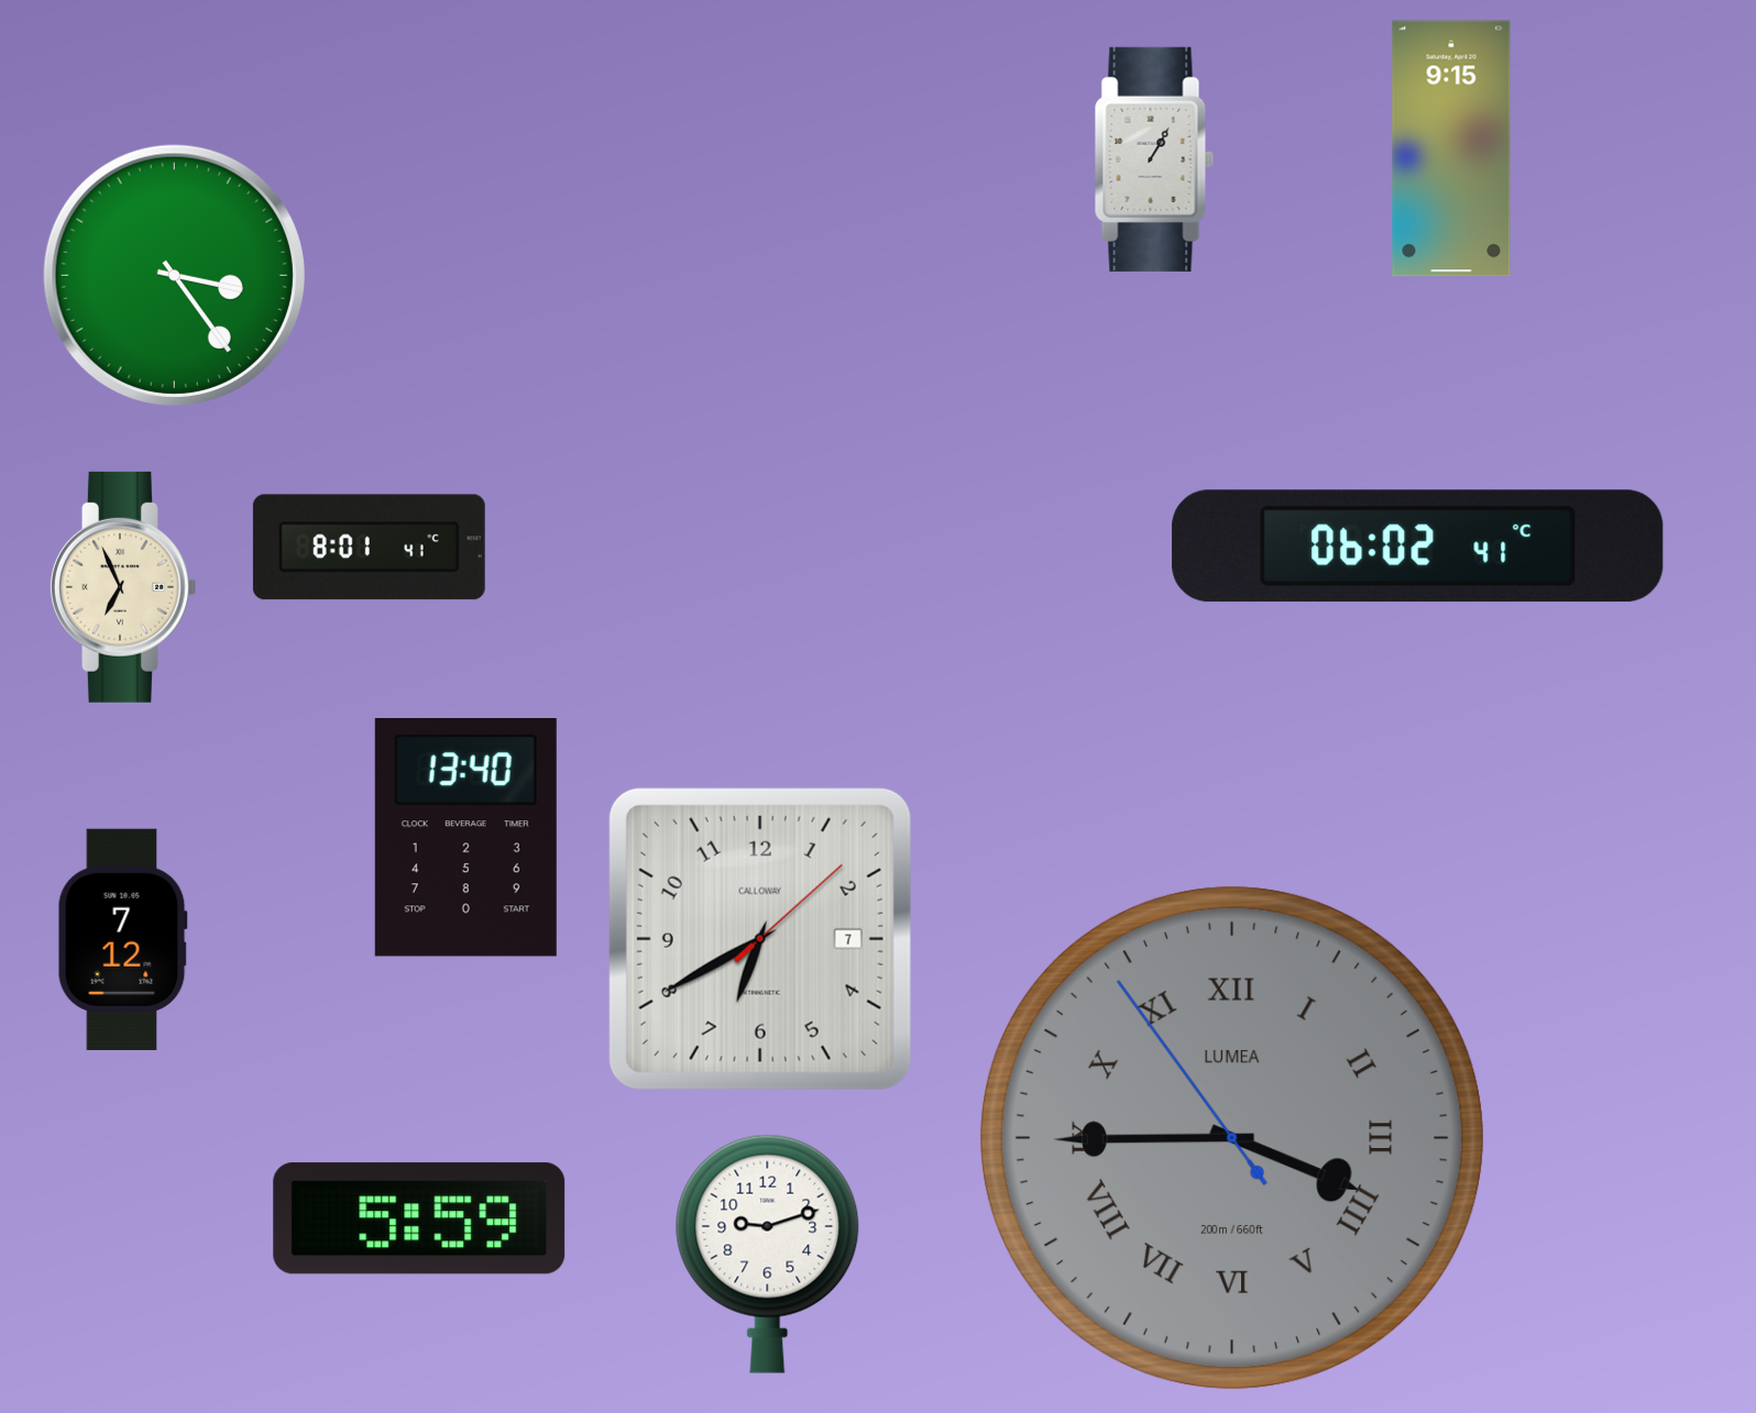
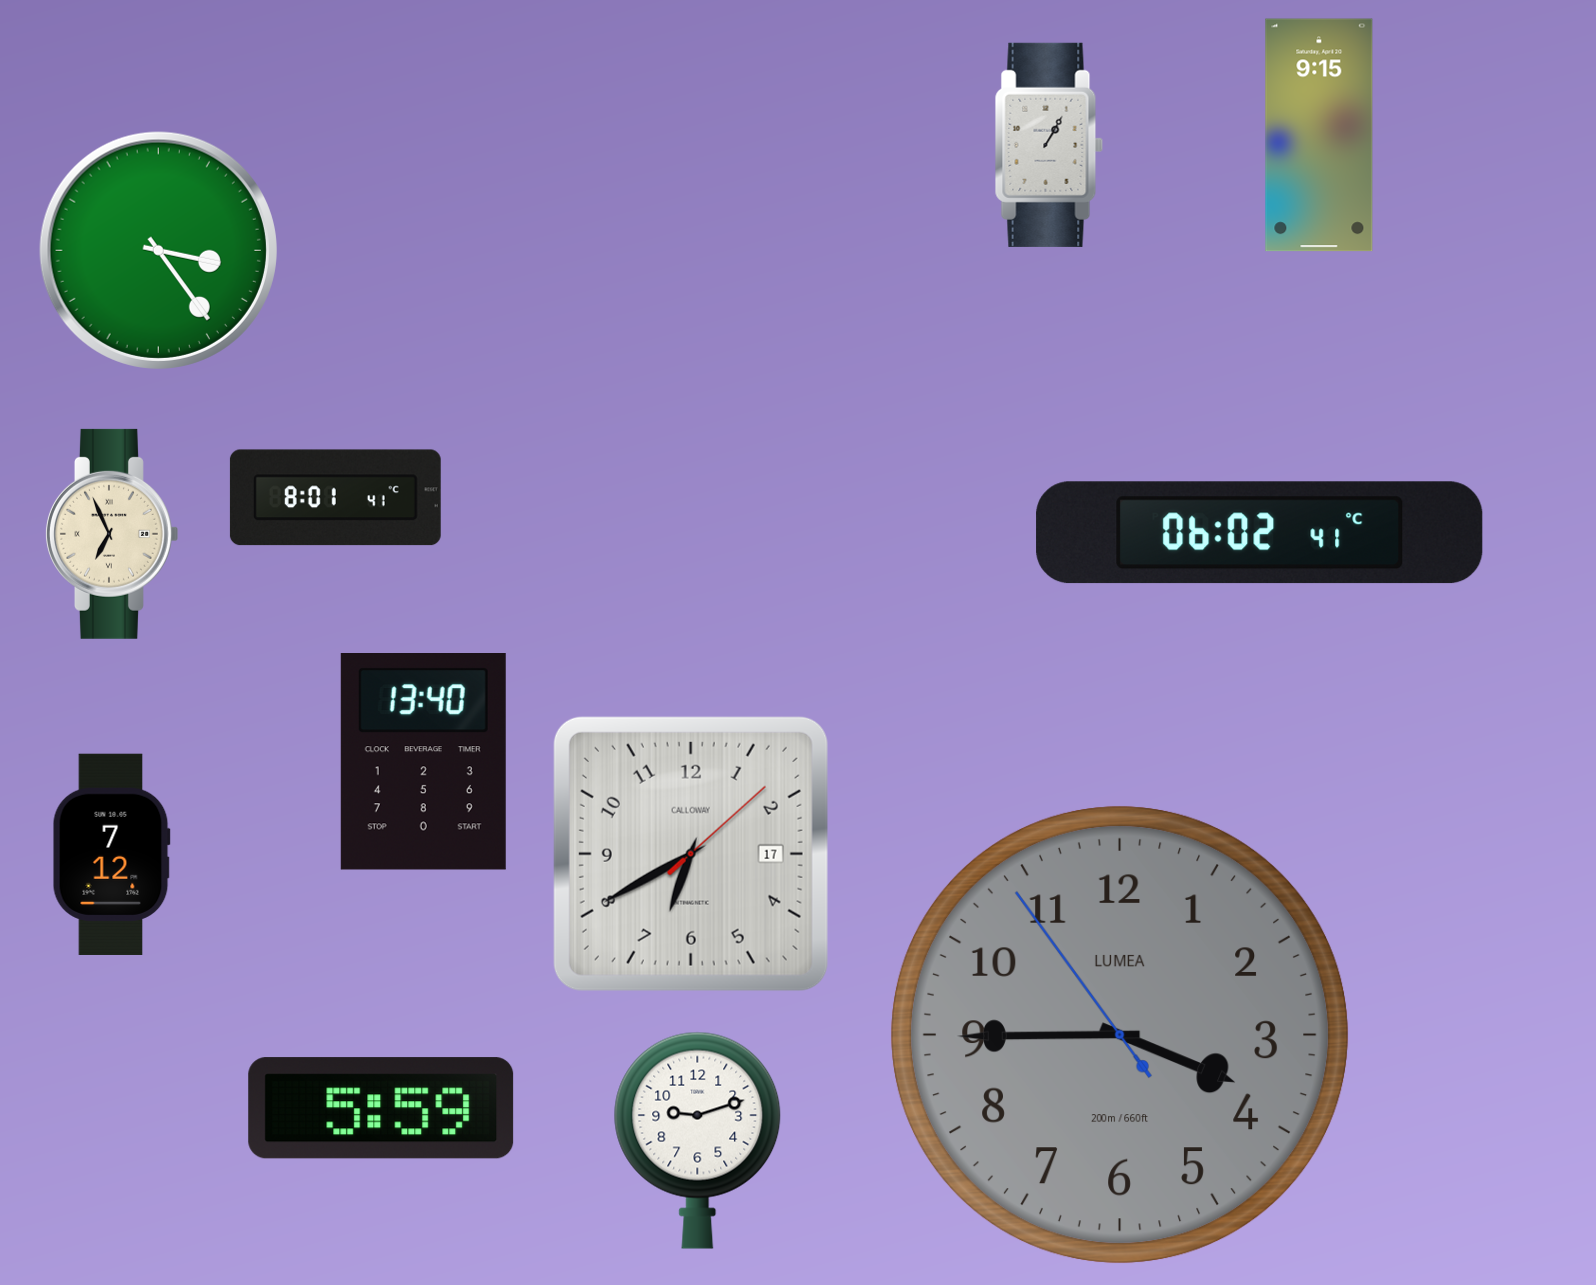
clock at (1418, 547) position: (1418, 547) -> (1260, 533)
clock at (760, 939) date: 7 -> 17
clock at (1232, 1138) numerals: Roman -> Arabic
